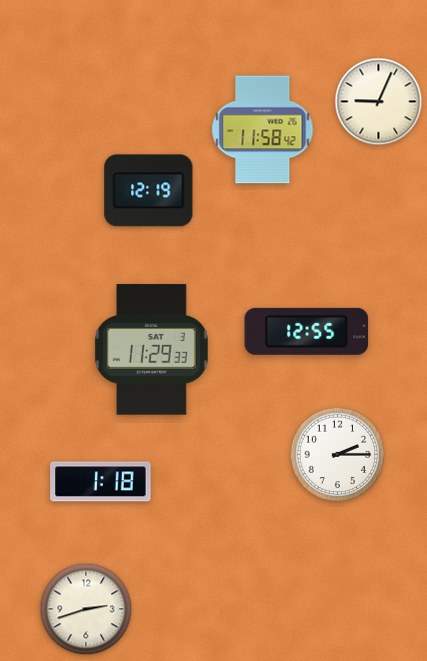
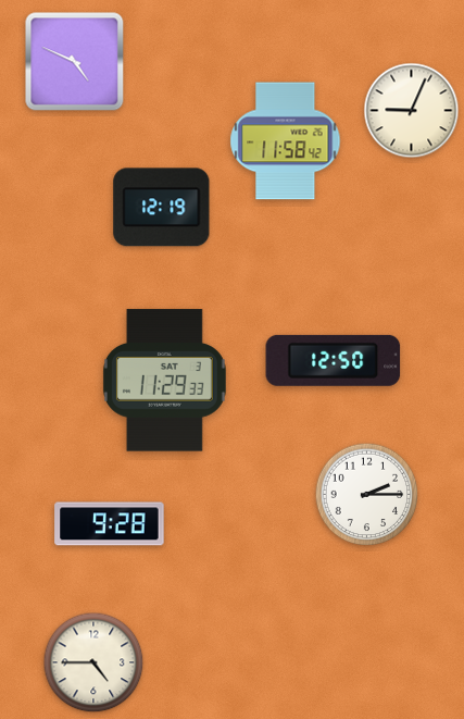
clock at (75, 62): none -> 4:49
clock at (307, 331): 12:55 -> 12:50
clock at (101, 482): 1:18 -> 9:28
clock at (86, 609): 2:42 -> 4:45
